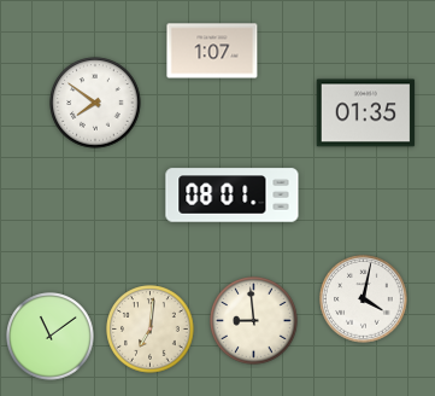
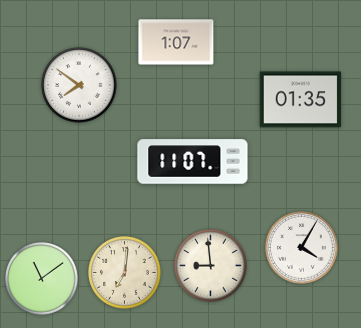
clock at (366, 113) position: (366, 113) -> (301, 100)
clock at (233, 196): 08:01 -> 11:07
clock at (364, 299): 4:02 -> 4:05
